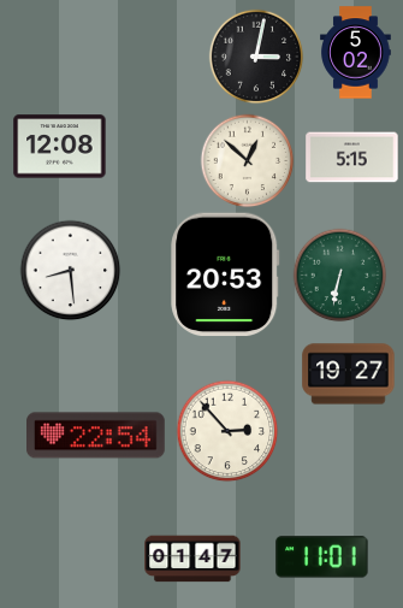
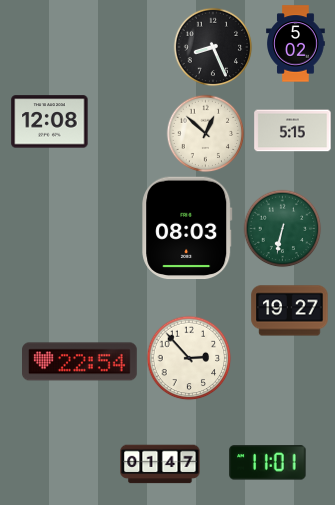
clock at (256, 57): 3:02 -> 8:26
clock at (70, 270): 8:29 -> none
clock at (225, 275): 20:53 -> 08:03
